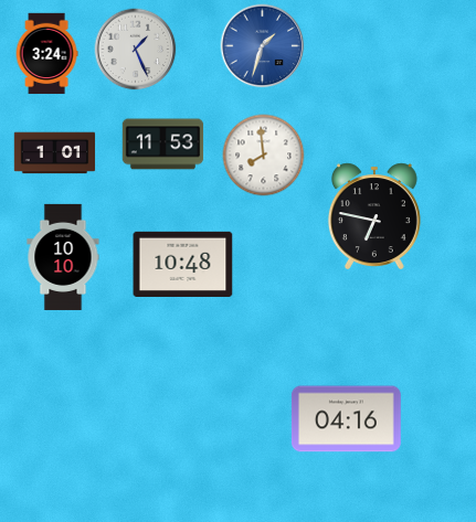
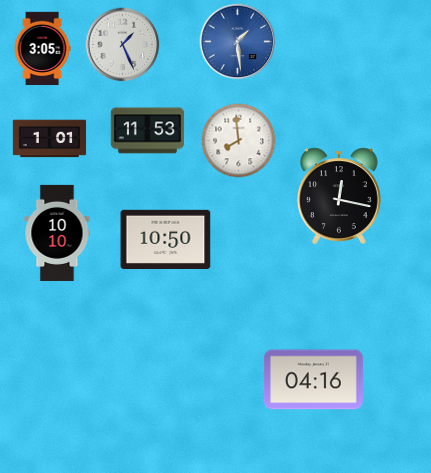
clock at (263, 46): 1:33 -> 1:29
clock at (46, 54): 3:24 -> 3:05
clock at (374, 215): 6:47 -> 12:17
clock at (183, 264): 10:48 -> 10:50
